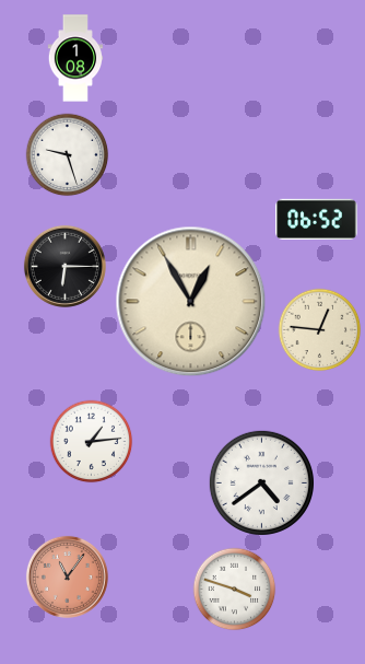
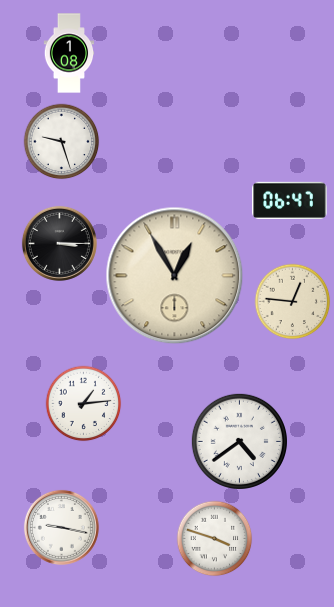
clock at (317, 219): 06:52 -> 06:47
clock at (64, 266): 6:15 -> 3:15
clock at (67, 576): 11:06 -> 9:17
clock at (67, 576) dial: salmon -> white
